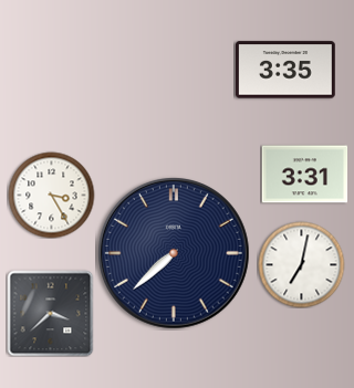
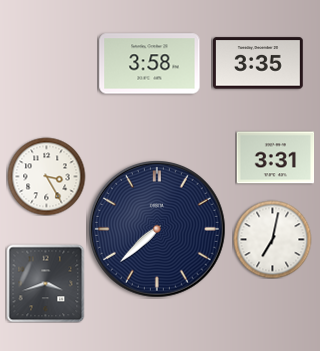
clock at (150, 64): none -> 3:58
clock at (50, 313): 3:38 -> 3:42
